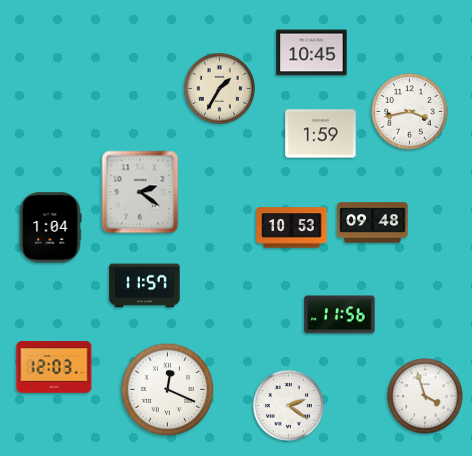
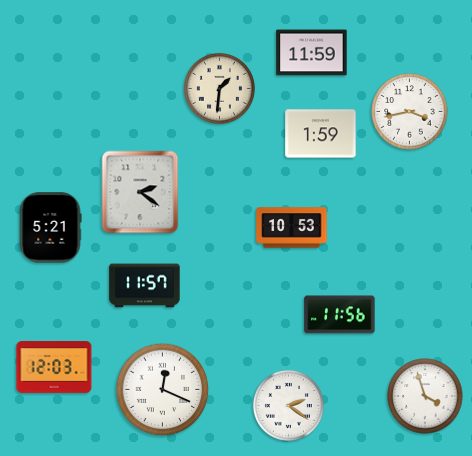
clock at (312, 53): 10:45 -> 11:59
clock at (219, 88): 1:35 -> 1:31
clock at (373, 223): 09:48 -> none
clock at (50, 228): 1:04 -> 5:21
clock at (168, 390) position: (168, 390) -> (163, 390)
